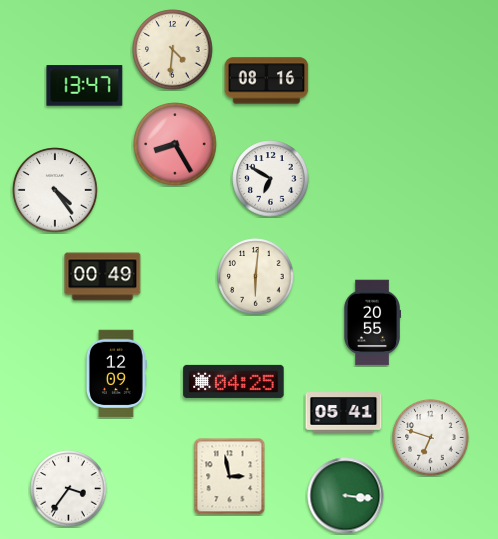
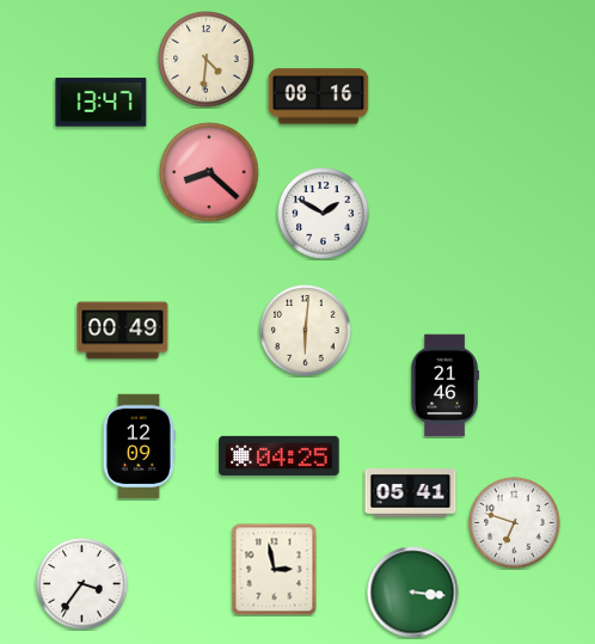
clock at (175, 144): 8:25 -> 8:22
clock at (271, 179): 6:50 -> 1:50
clock at (55, 190): 4:24 -> none
clock at (372, 323): 20:55 -> 21:46
